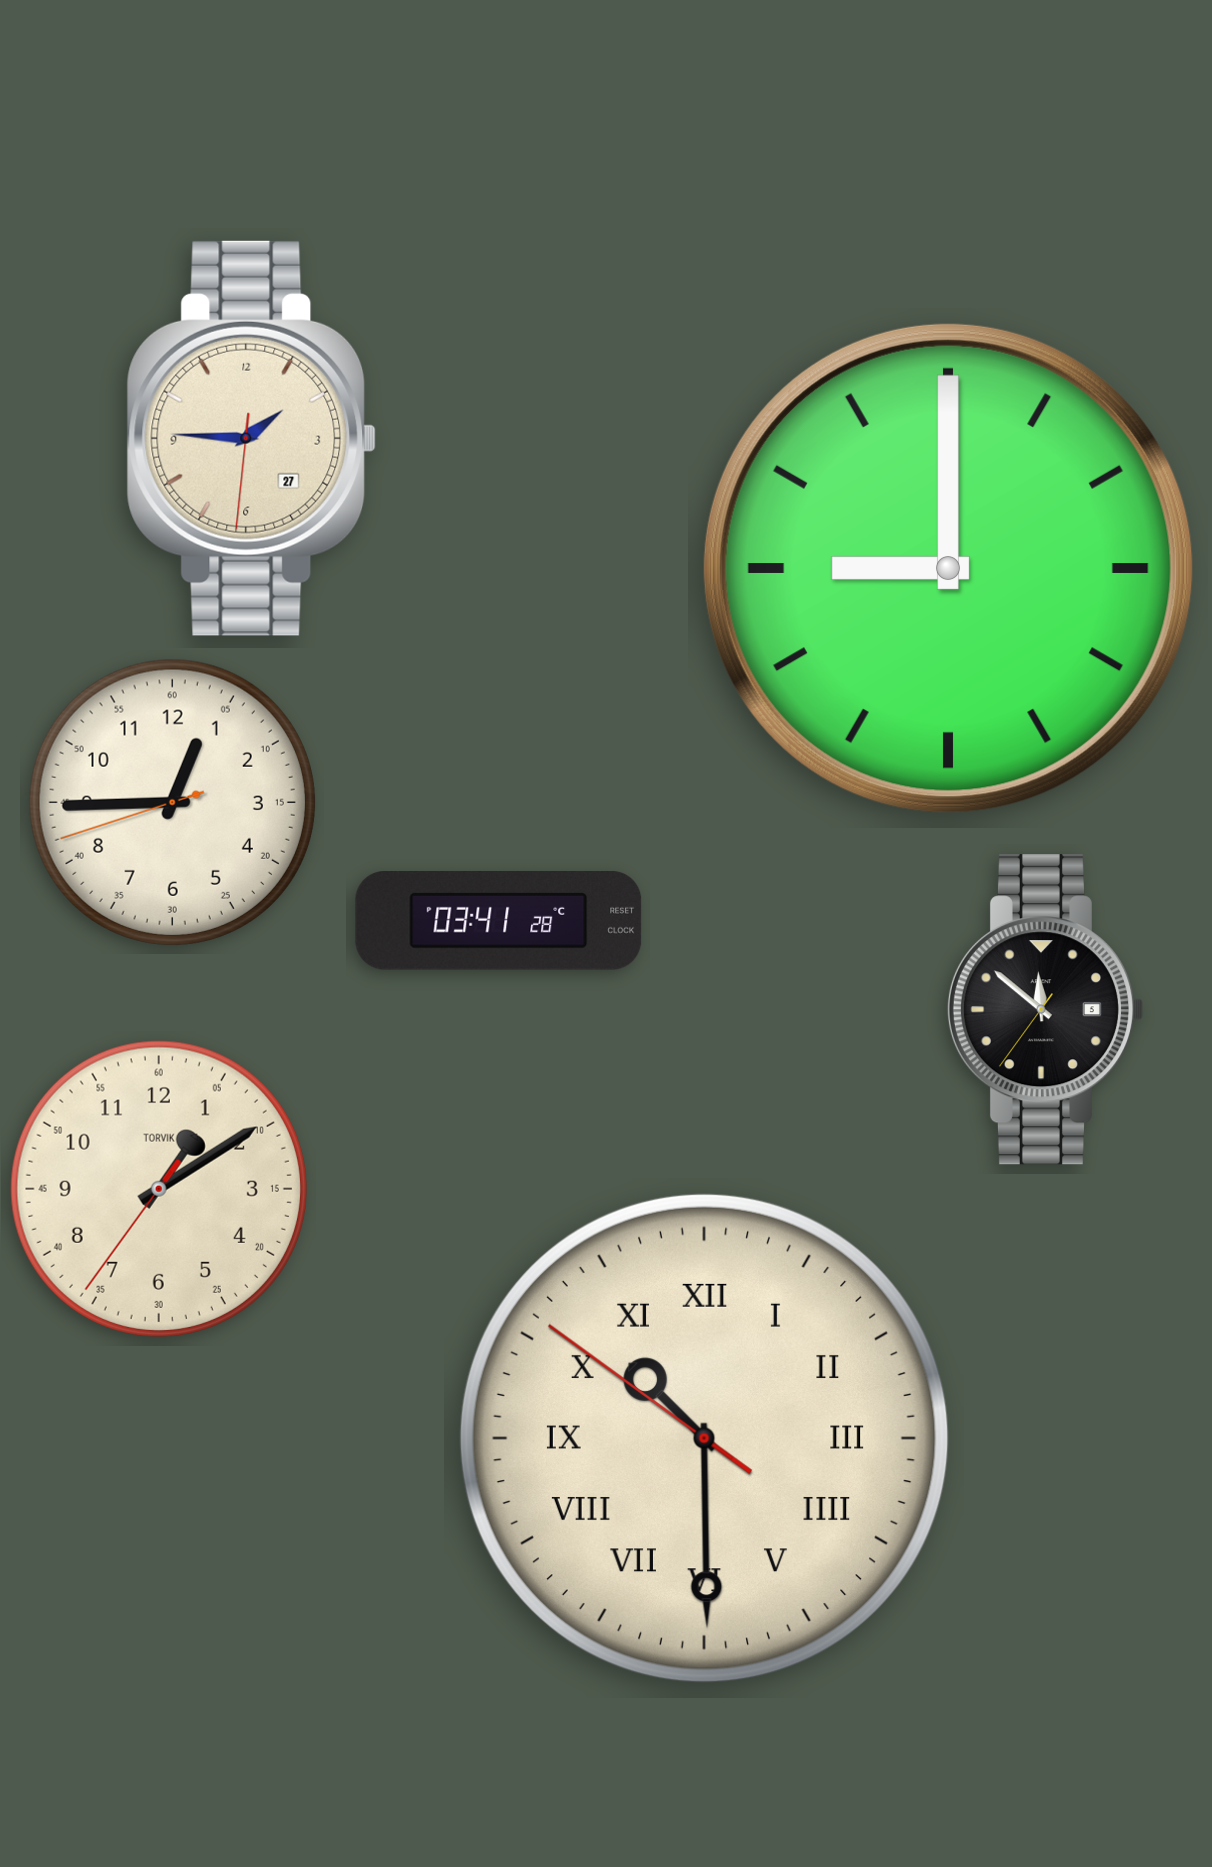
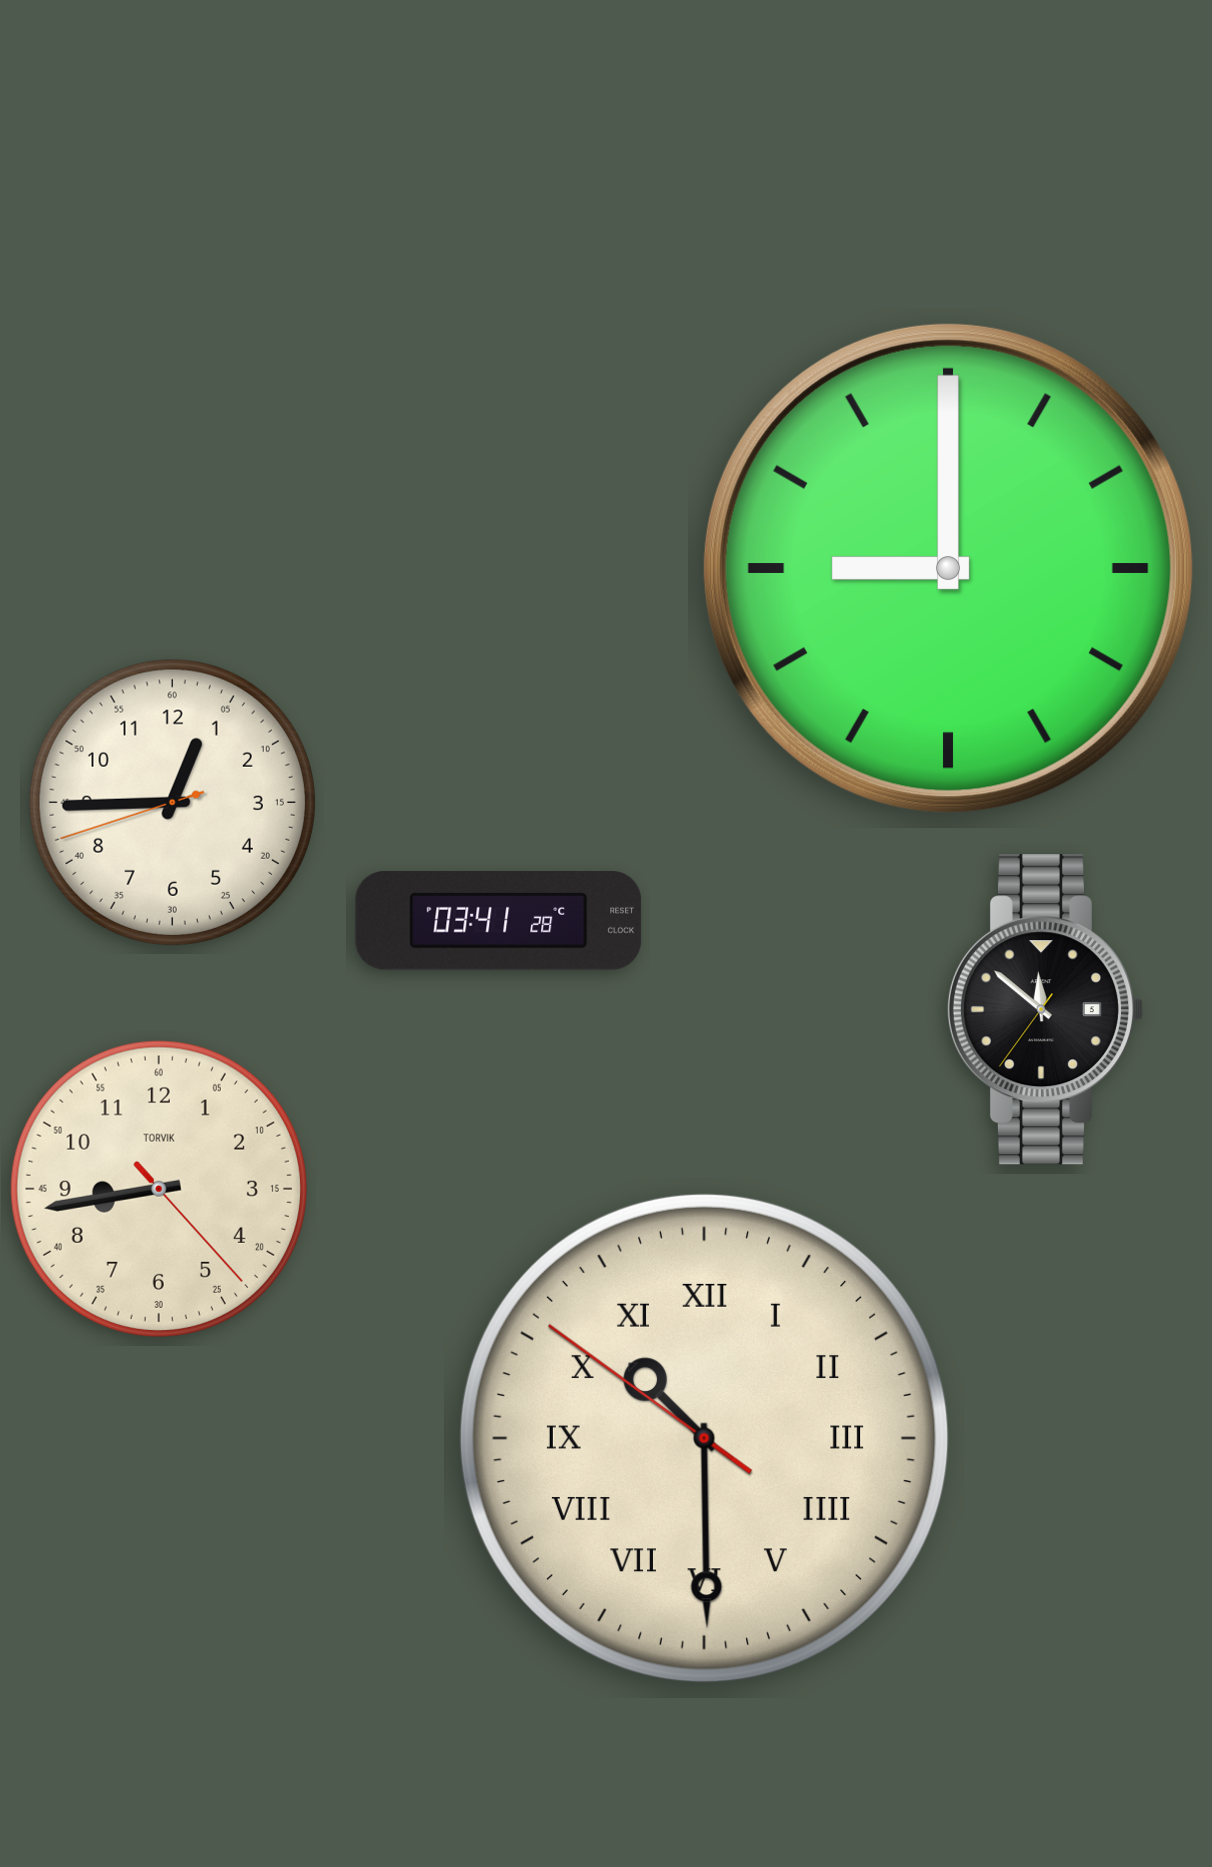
clock at (252, 438): 1:45 -> none
clock at (159, 1189): 1:09 -> 8:43
